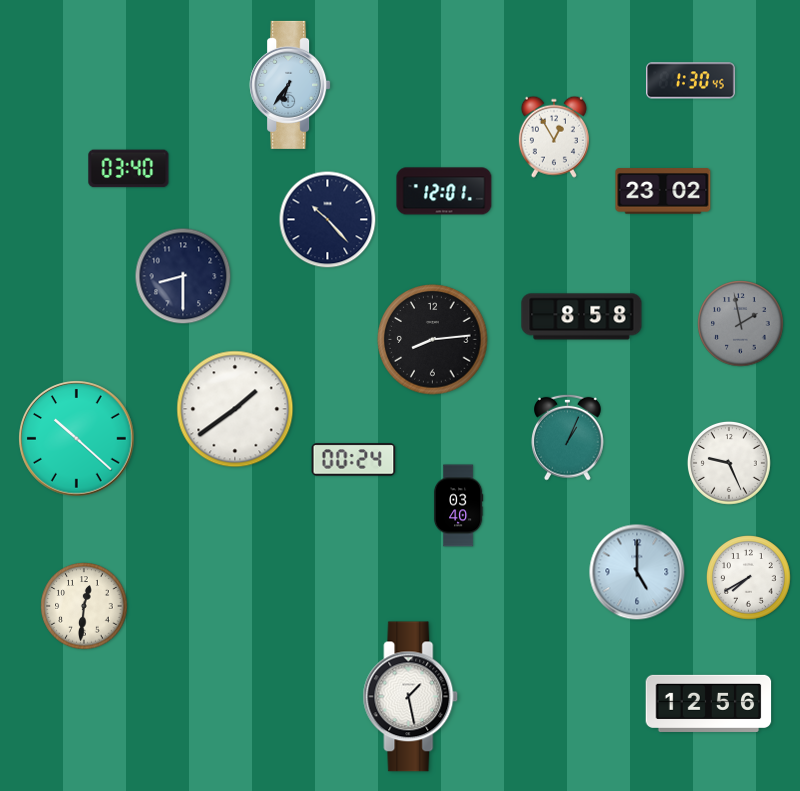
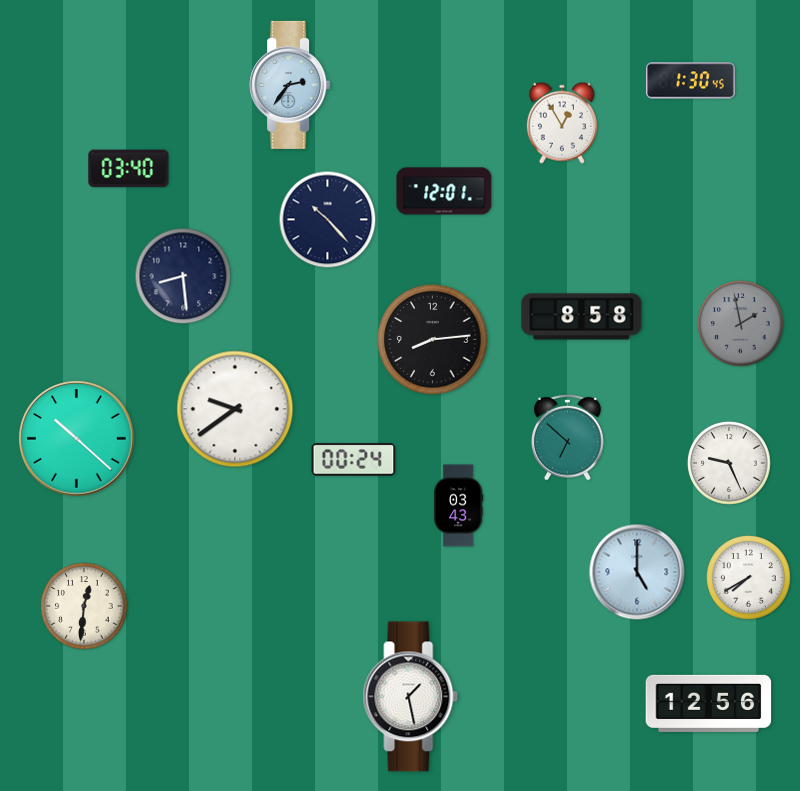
clock at (290, 85): 6:36 -> 2:36
clock at (554, 137) position: (554, 137) -> (562, 123)
clock at (663, 191): 23:02 -> none
clock at (183, 276): 8:30 -> 8:29
clock at (235, 409): 1:39 -> 9:39
clock at (568, 437): 1:04 -> 6:52
clock at (458, 506): 03:40 -> 03:43
